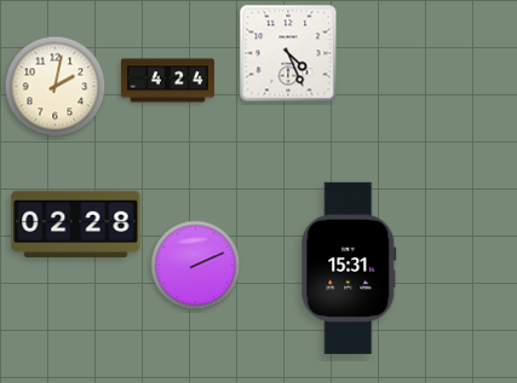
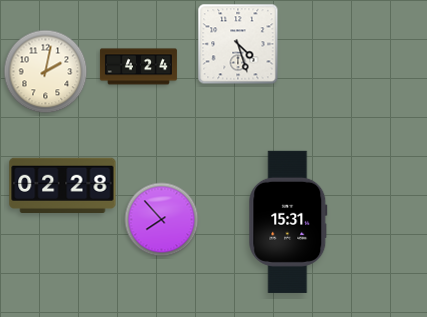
clock at (288, 53): 4:26 -> 4:27
clock at (196, 266): 2:11 -> 7:53
